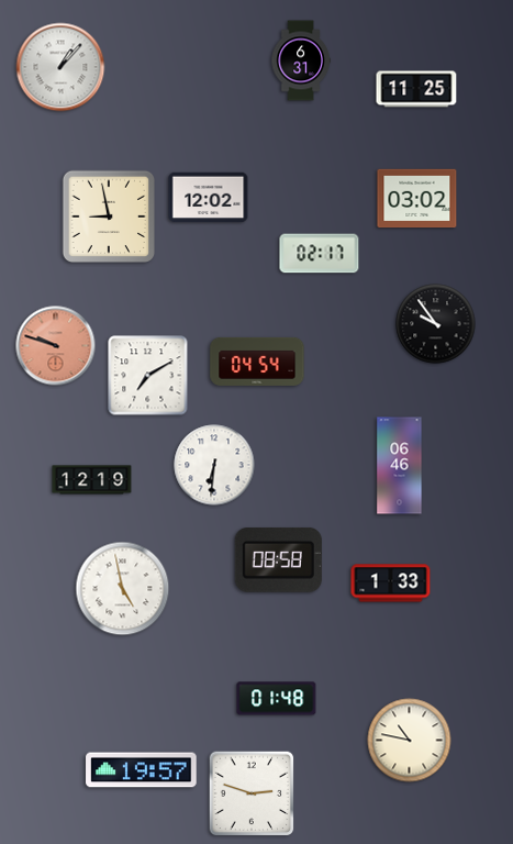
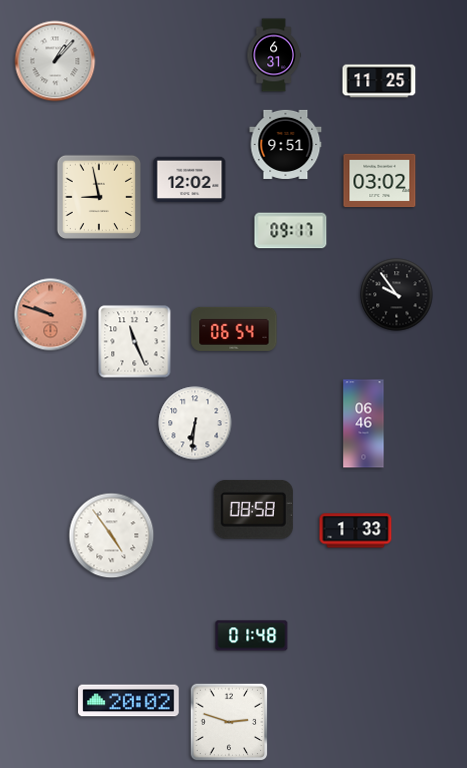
clock at (286, 144): none -> 9:51
clock at (320, 254): 02:17 -> 09:17
clock at (257, 362): 04:54 -> 06:54
clock at (148, 376): 7:10 -> 11:26
clock at (92, 480): 12:19 -> none
clock at (123, 589): 4:58 -> 4:54
clock at (410, 741): 10:47 -> none
clock at (142, 770): 19:57 -> 20:02
